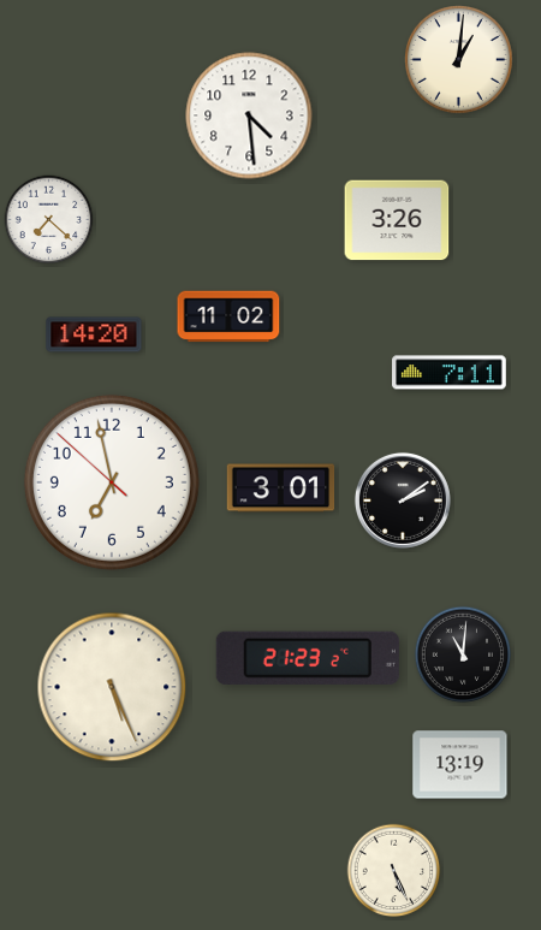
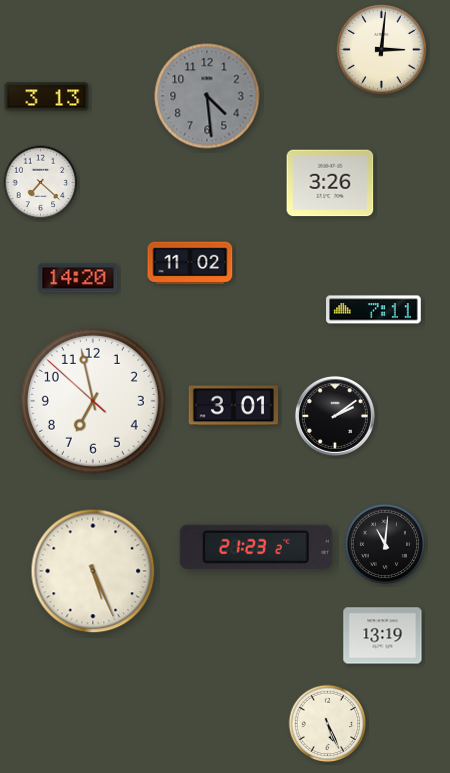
clock at (459, 60): 1:01 -> 3:01
clock at (249, 115) dial: white -> grey
clock at (47, 97): none -> 3:13
